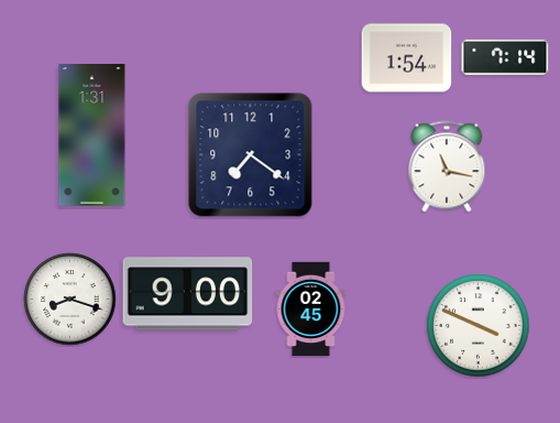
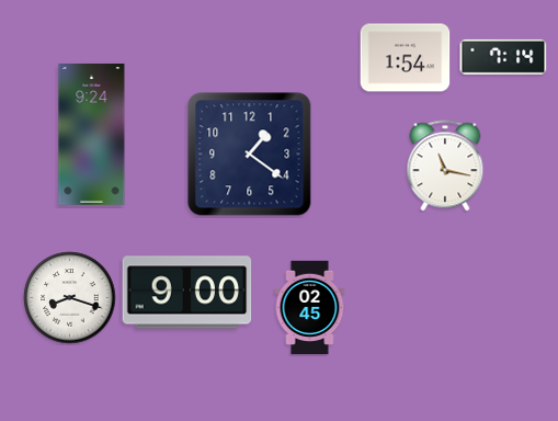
clock at (92, 135): 1:31 -> 9:24
clock at (251, 155): 7:21 -> 1:21
clock at (479, 326): 3:49 -> none
